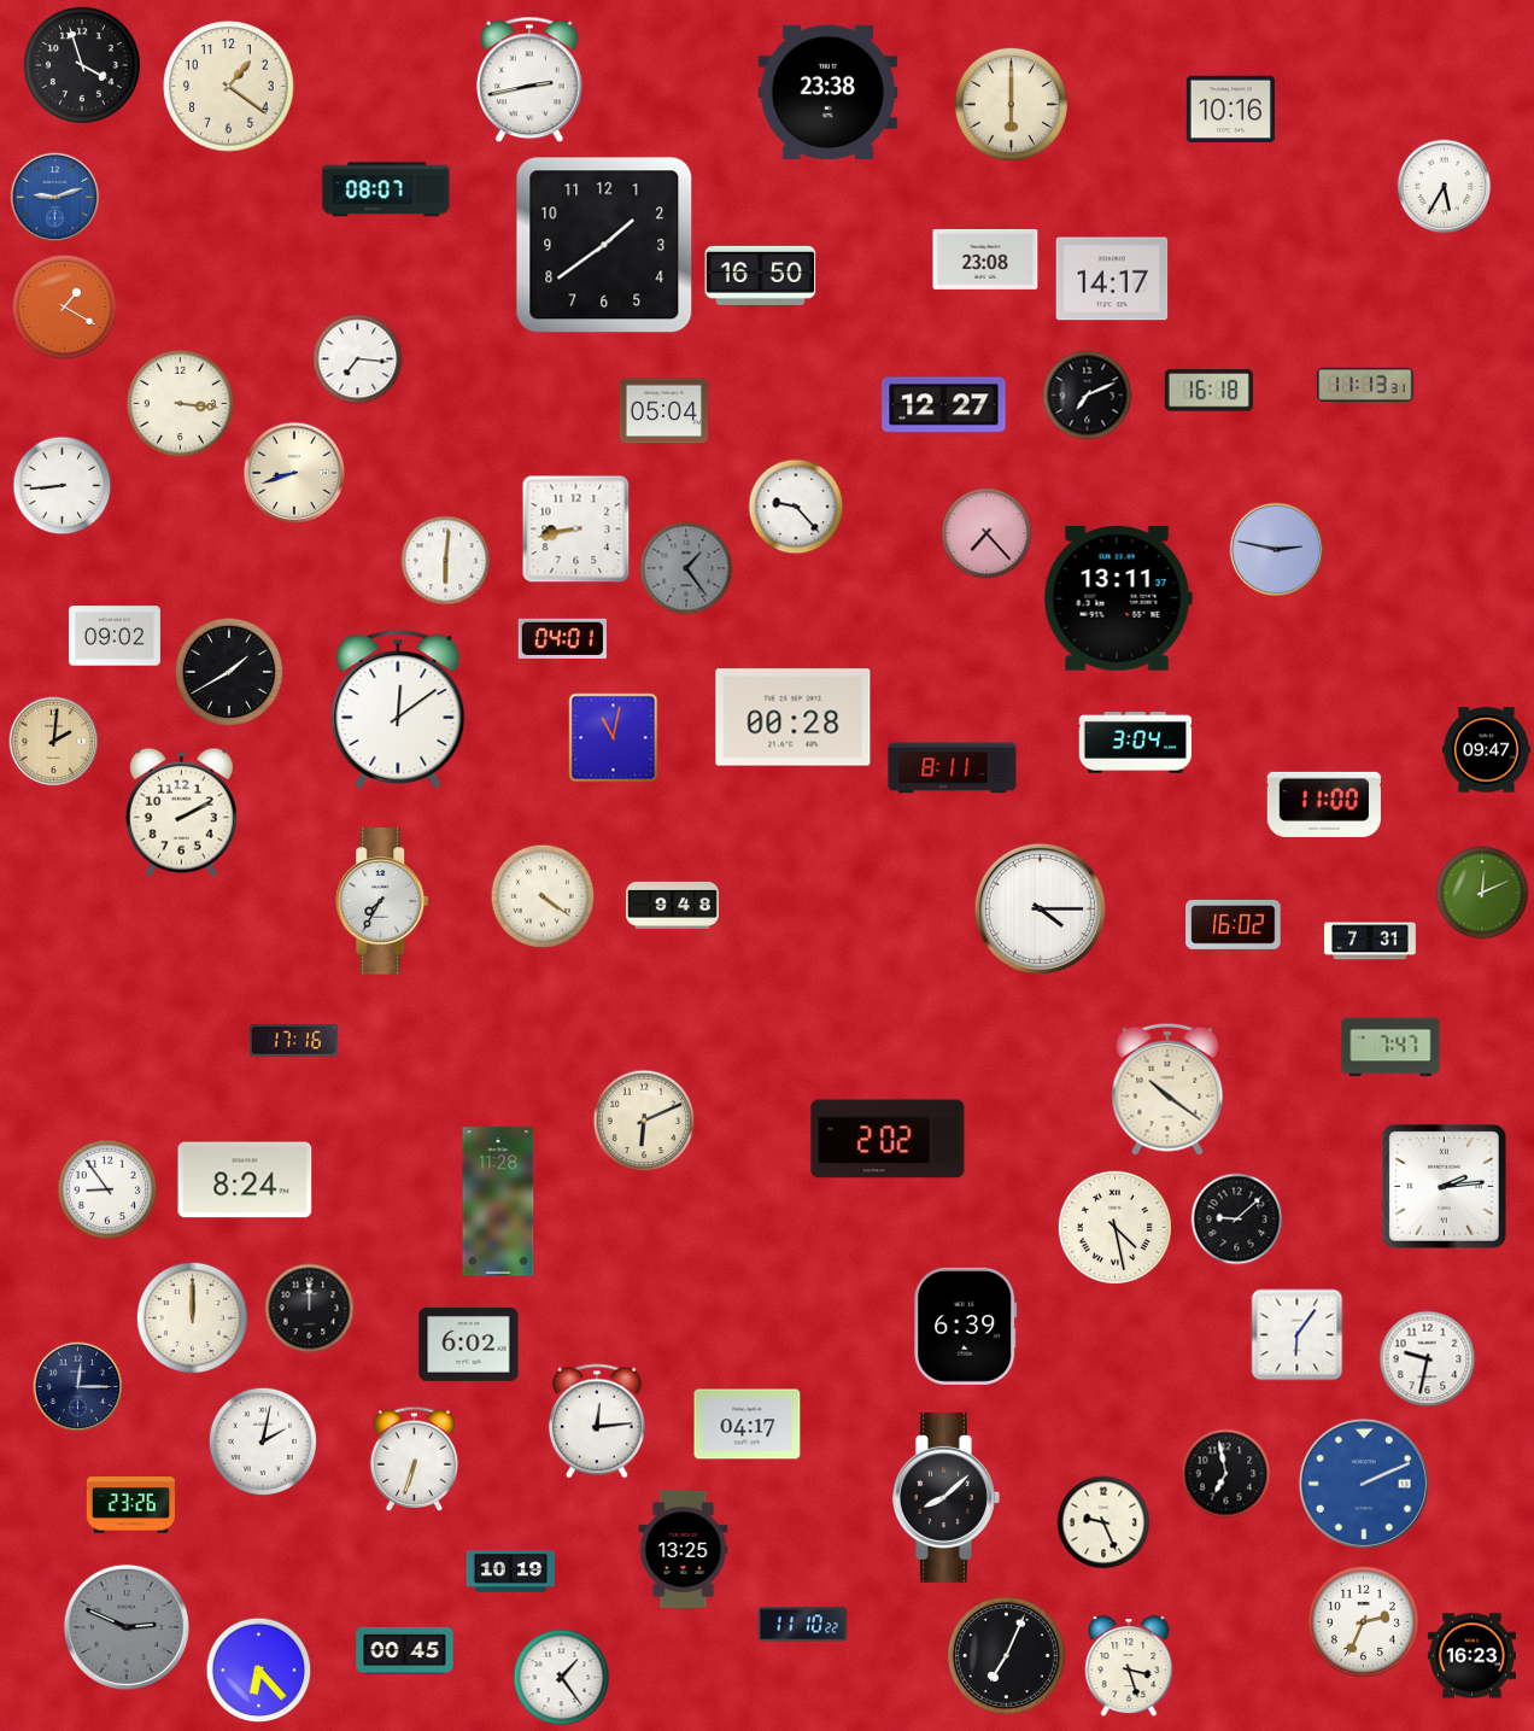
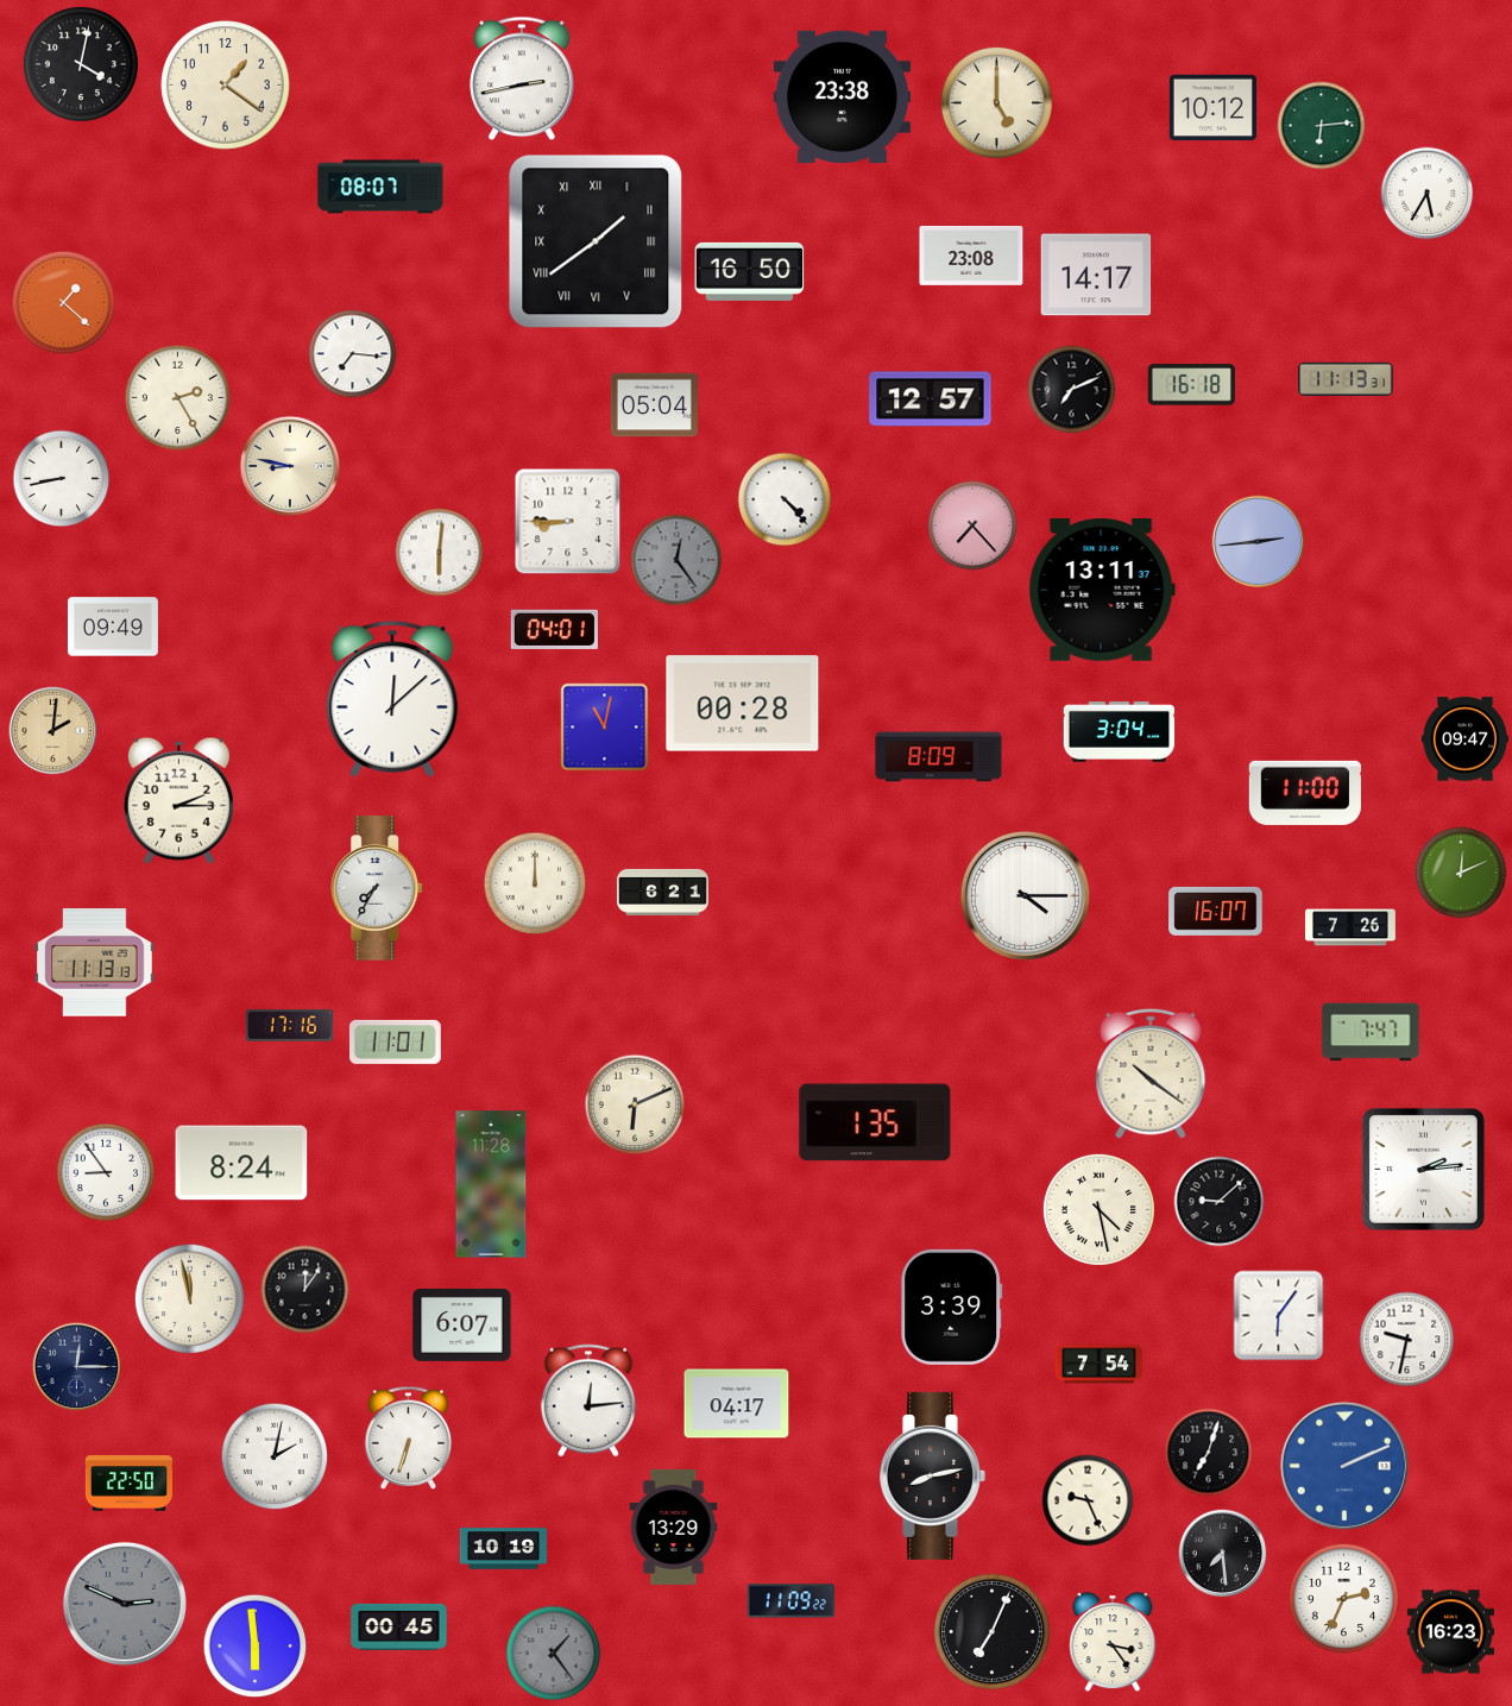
clock at (82, 65): 3:57 -> 4:02
clock at (827, 92) position: (827, 92) -> (842, 96)
clock at (1011, 104): 6:00 -> 5:00
clock at (1230, 109): 10:16 -> 10:12
clock at (1322, 126): none -> 6:14
clock at (1445, 187) position: (1445, 187) -> (1428, 194)
clock at (55, 198): 9:12 -> none
clock at (604, 245) numerals: Arabic -> Roman
clock at (65, 308): 1:20 -> 1:22
clock at (181, 404): 3:16 -> 2:25
clock at (944, 405): 12:27 -> 12:57
clock at (294, 473): 8:42 -> 8:47
clock at (63, 486): 8:44 -> 8:43
clock at (796, 507): 9:23 -> 4:23
clock at (576, 530): 8:43 -> 8:45
clock at (1277, 550): 2:47 -> 2:44
clock at (686, 568): 1:24 -> 12:24
clock at (115, 636): 09:02 -> 09:49
clock at (229, 672): 1:40 -> none
clock at (398, 709): 12:09 -> 12:08
clock at (794, 718) position: (794, 718) -> (743, 704)
clock at (953, 768): 8:11 -> 8:09
clock at (181, 812): 2:10 -> 2:15
clock at (1482, 893) position: (1482, 893) -> (1461, 873)
clock at (543, 896): 4:21 -> 12:00
clock at (673, 905): 9:48 -> 6:21
clock at (1234, 924): 16:02 -> 16:07
clock at (1370, 941): 7:31 -> 7:26
clock at (95, 963): none -> 11:13
clock at (395, 1041): none -> 11:01
clock at (888, 1139): 2:02 -> 1:35
clock at (310, 1309): 12:00 -> 12:06
clock at (192, 1317): 12:00 -> 11:58
clock at (966, 1326): 6:39 -> 3:39
clock at (469, 1344): 6:02 -> 6:07
clock at (1098, 1365): none -> 7:54
clock at (263, 1441) position: (263, 1441) -> (275, 1456)
clock at (1226, 1474): 6:58 -> 7:03
clock at (1364, 1484) position: (1364, 1484) -> (1344, 1466)
clock at (947, 1497): 8:08 -> 8:13
clock at (130, 1505): 23:26 -> 22:50
clock at (684, 1549): 13:25 -> 13:29
clock at (1223, 1554): none -> 7:29
clock at (802, 1625): 11:10 -> 11:09
clock at (1129, 1667): 3:27 -> 3:24
clock at (259, 1671): 6:23 -> 5:59
clock at (562, 1678) dial: white -> grey
